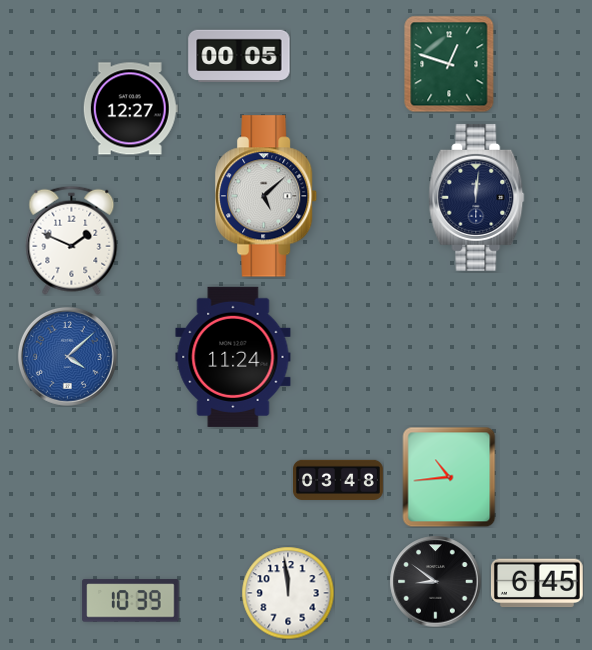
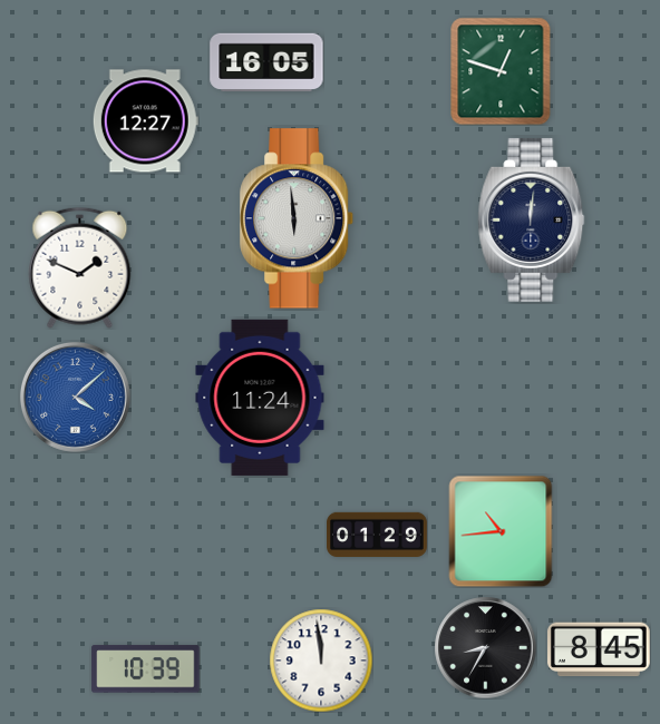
clock at (239, 56): 00:05 -> 16:05
clock at (267, 196): 5:08 -> 5:59
clock at (339, 480): 03:48 -> 01:29
clock at (435, 581): 8:51 -> 8:35
clock at (537, 583): 6:45 -> 8:45
